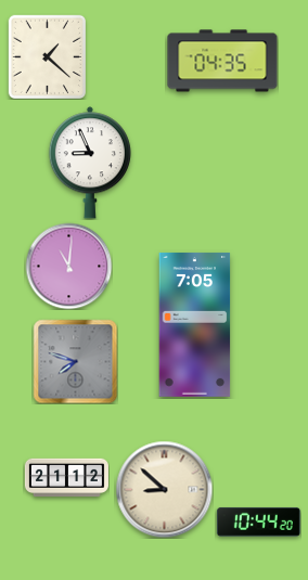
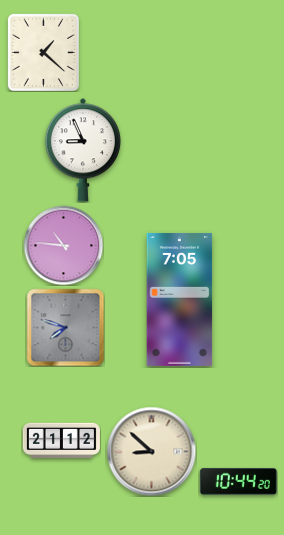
clock at (222, 61): 04:35 -> none
clock at (68, 266): 11:01 -> 10:46
clock at (75, 361) position: (75, 361) -> (65, 327)
